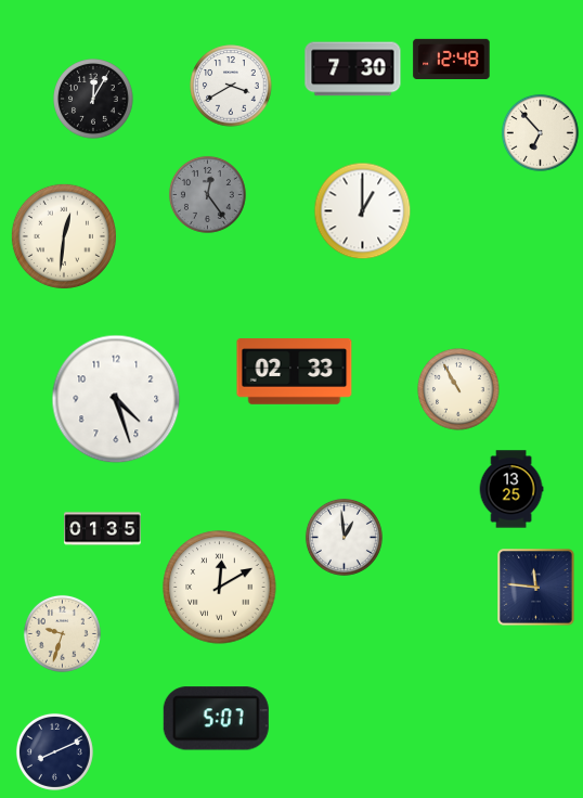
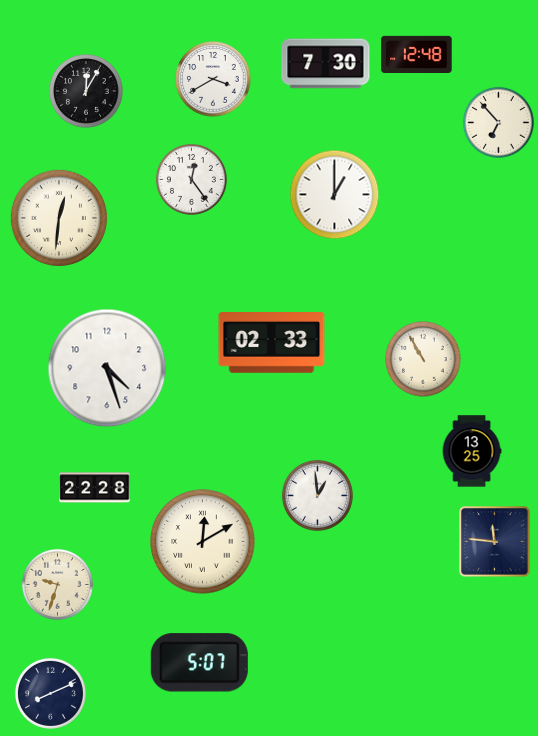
clock at (207, 194) dial: grey -> white
clock at (103, 529): 01:35 -> 22:28
